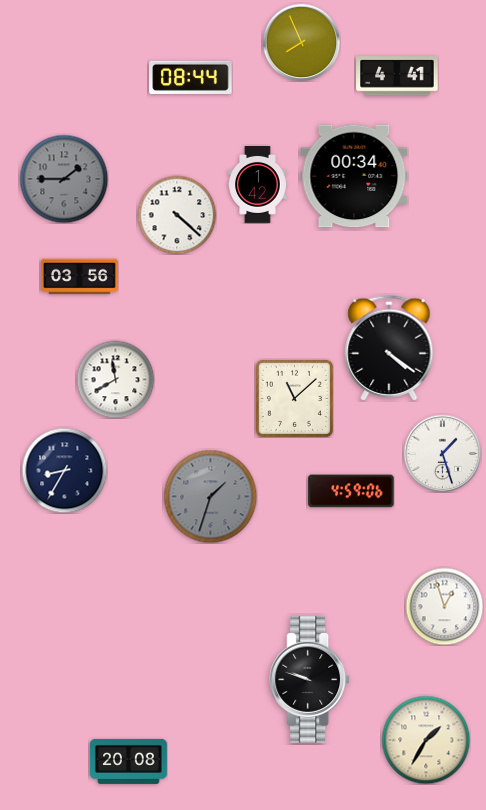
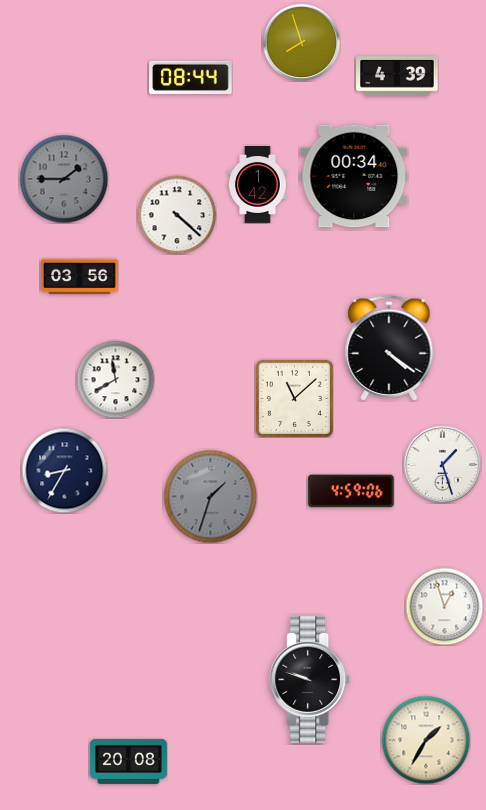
clock at (301, 42): 7:56 -> 7:57
clock at (397, 76): 4:41 -> 4:39
clock at (442, 453) position: (442, 453) -> (442, 464)
